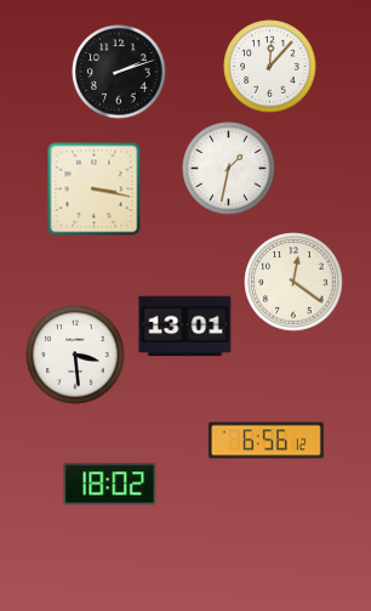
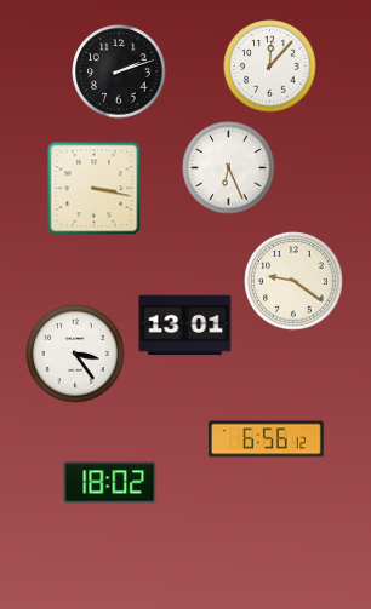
clock at (229, 169): 1:32 -> 6:26
clock at (293, 282): 12:21 -> 9:21
clock at (75, 355): 3:29 -> 3:24
